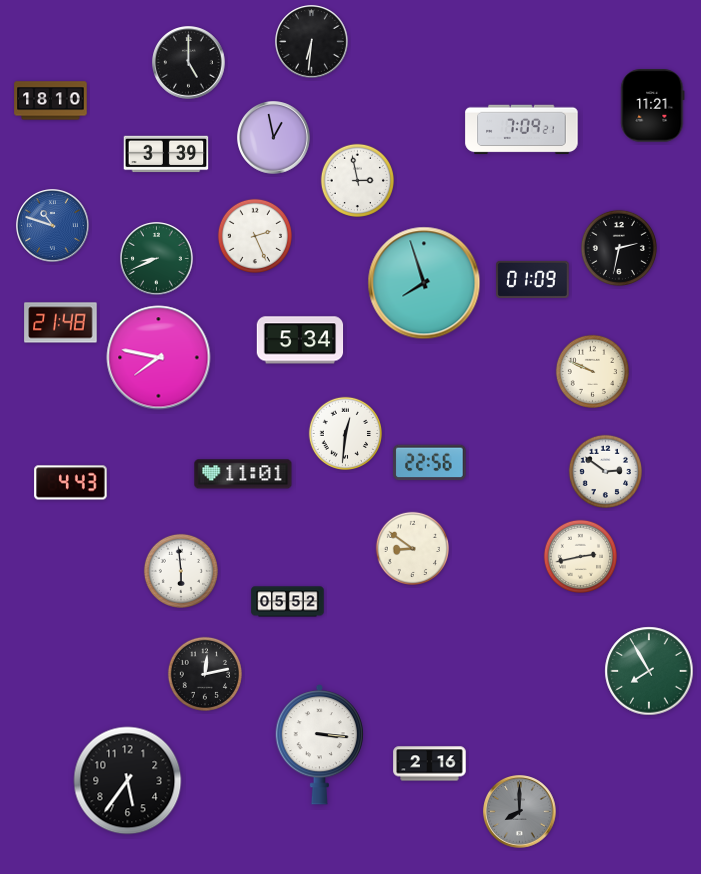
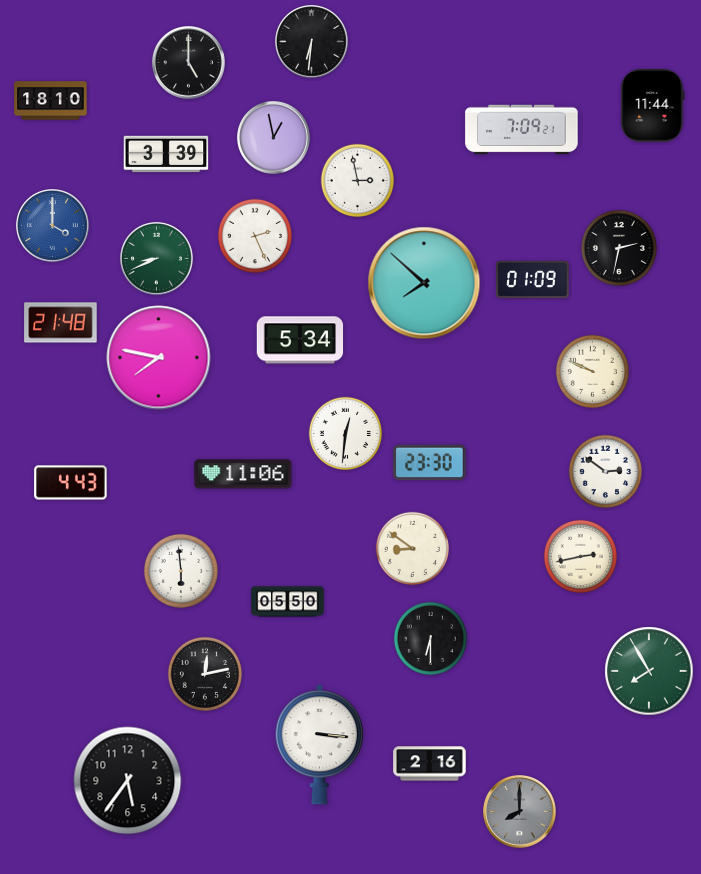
clock at (653, 106): 11:21 -> 11:44
clock at (53, 226): 10:48 -> 4:00
clock at (424, 283): 7:57 -> 7:52
clock at (430, 463): 22:56 -> 23:30
clock at (243, 474): 11:01 -> 11:06
clock at (288, 602): 05:52 -> 05:50
clock at (430, 638): none -> 6:30
